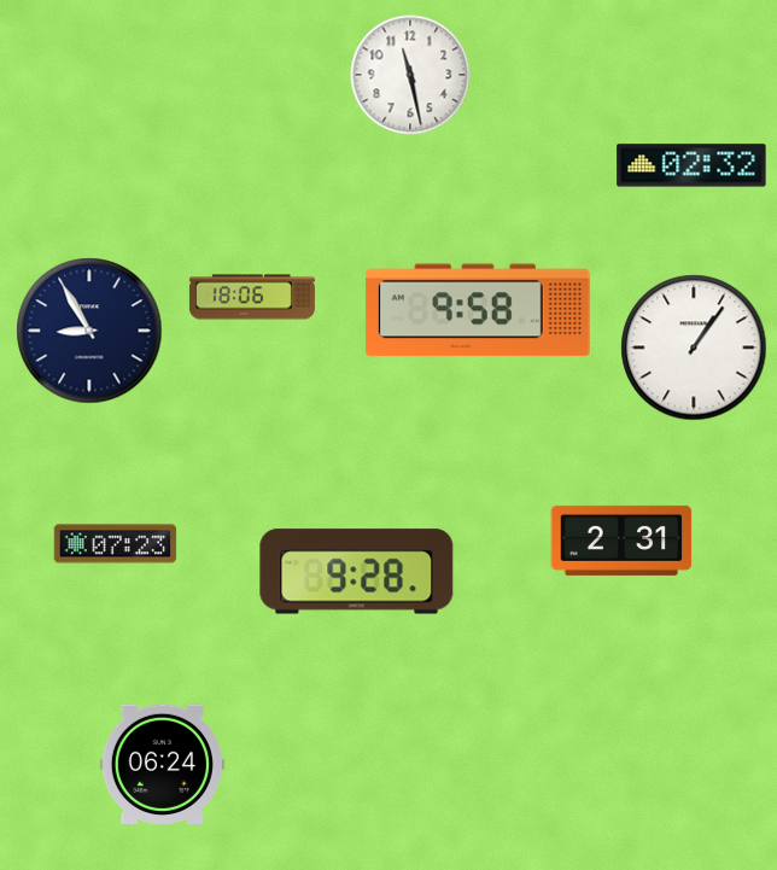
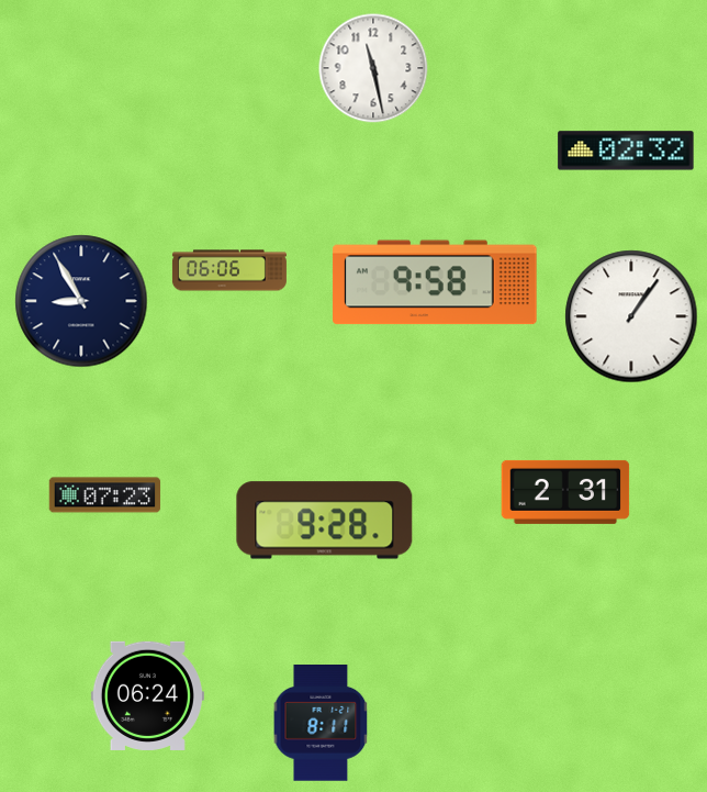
clock at (691, 165) position: (691, 165) -> (626, 150)
clock at (252, 297): 18:06 -> 06:06
clock at (321, 724): none -> 8:11
